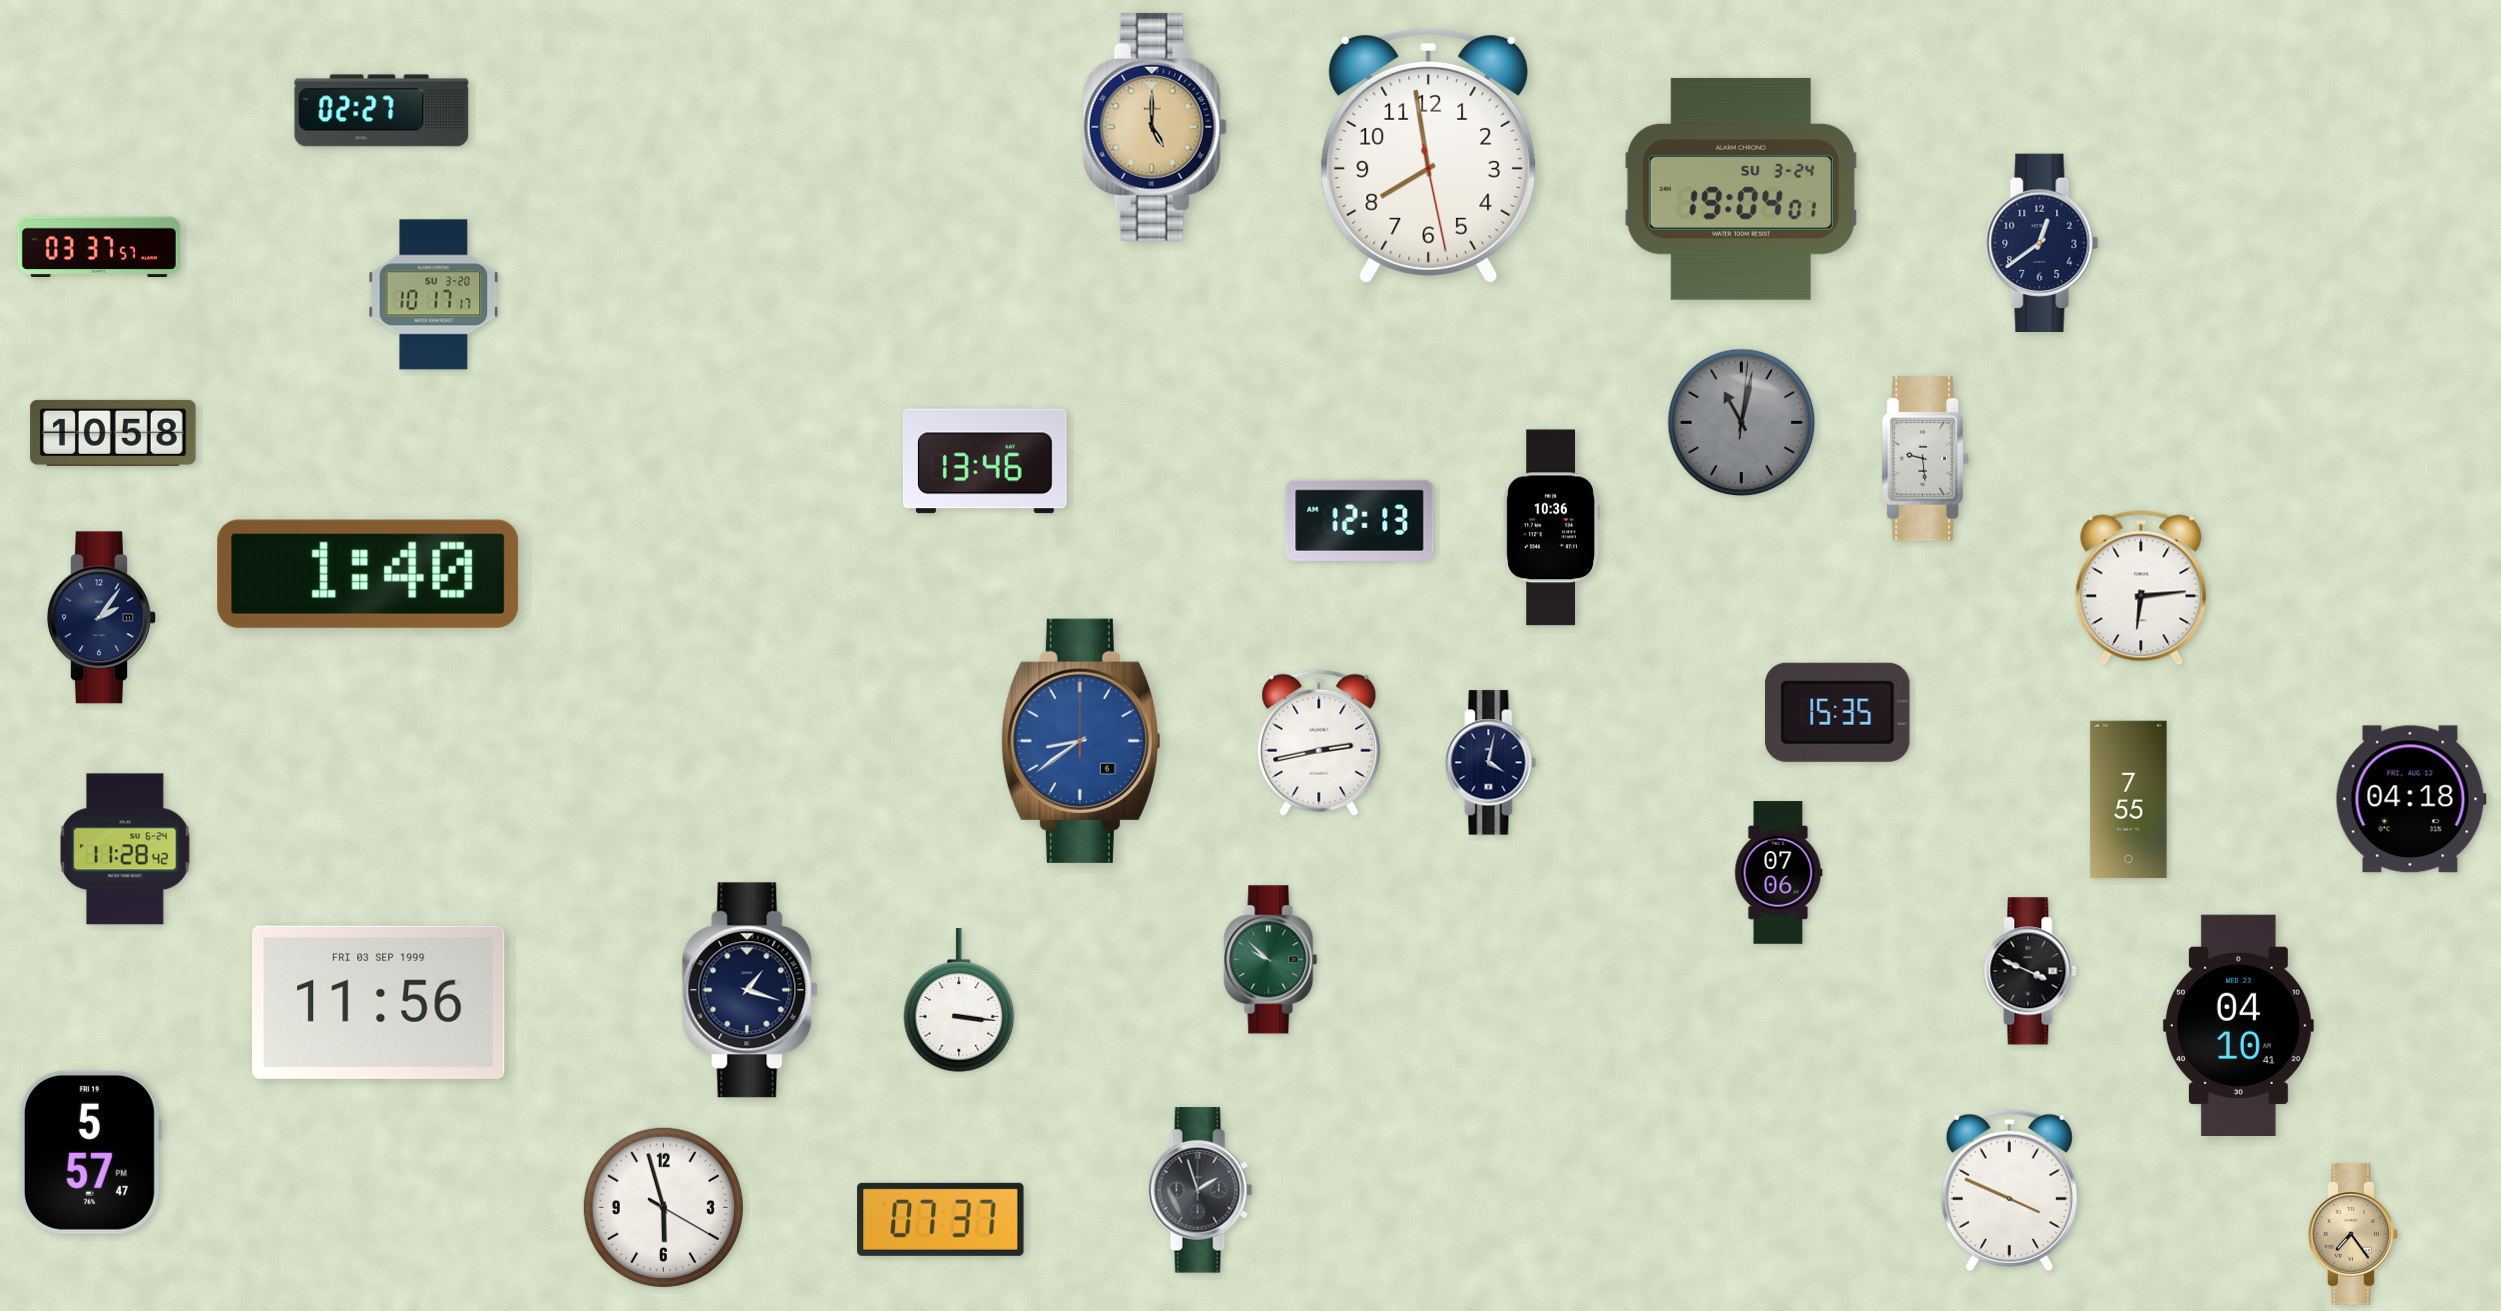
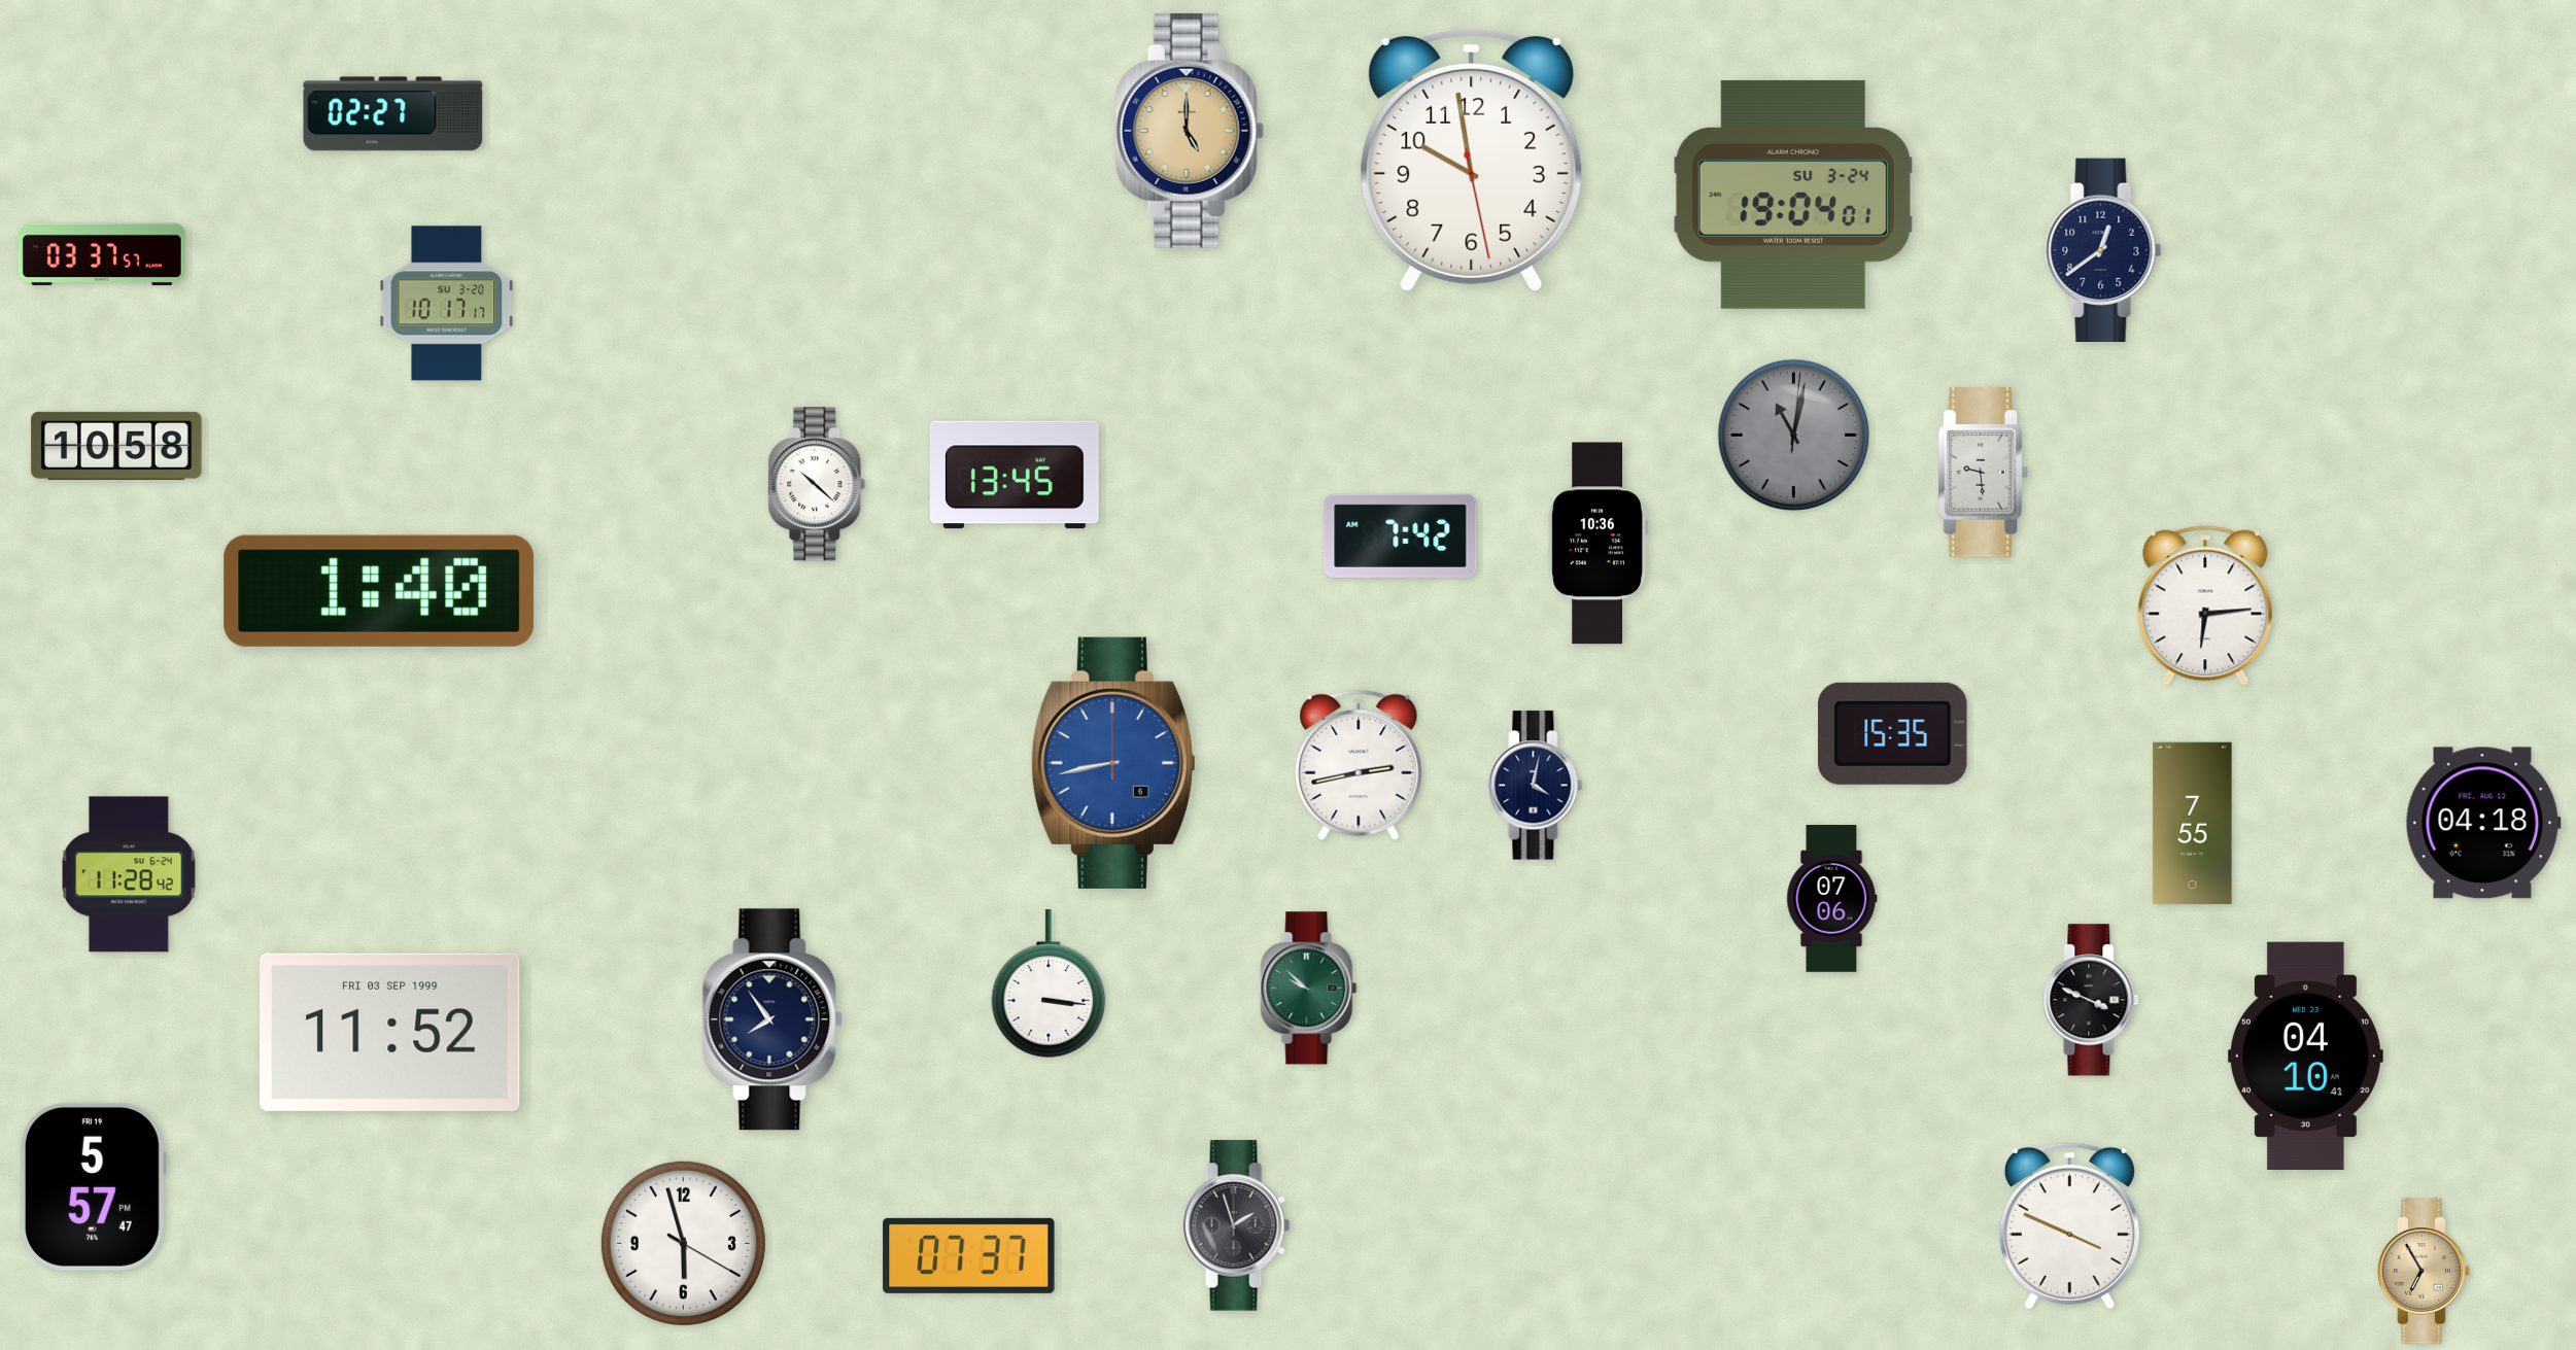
clock at (1429, 155): 7:58 -> 9:58
clock at (985, 461): 13:46 -> 13:45
clock at (817, 484): none -> 10:22
clock at (1360, 520): 12:13 -> 7:42
clock at (102, 618): 2:06 -> none
clock at (1081, 741): 8:39 -> 8:43
clock at (750, 990): 1:18 -> 7:54
clock at (959, 1001) position: (959, 1001) -> (1049, 984)
clock at (379, 1002): 11:56 -> 11:52
clock at (2354, 1234): 7:24 -> 6:55
